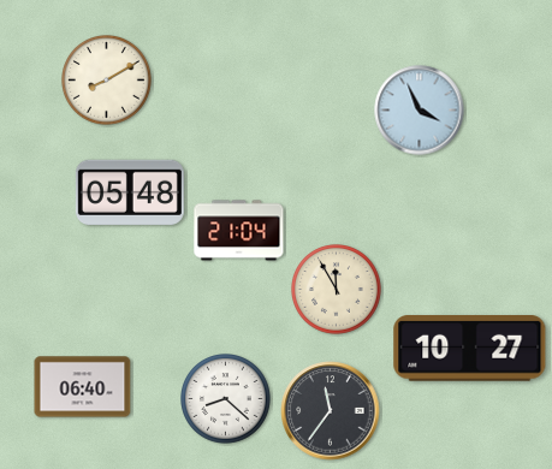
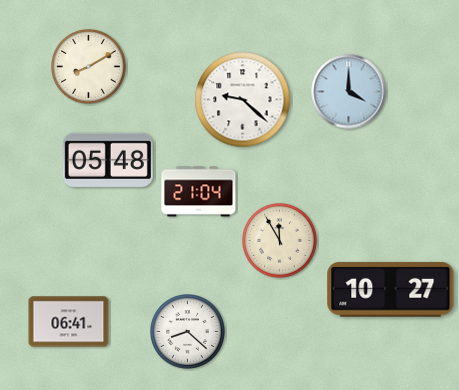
clock at (420, 111): 3:56 -> 4:00
clock at (243, 100): none -> 9:22
clock at (83, 387): 06:40 -> 06:41
clock at (331, 411): 11:36 -> none
